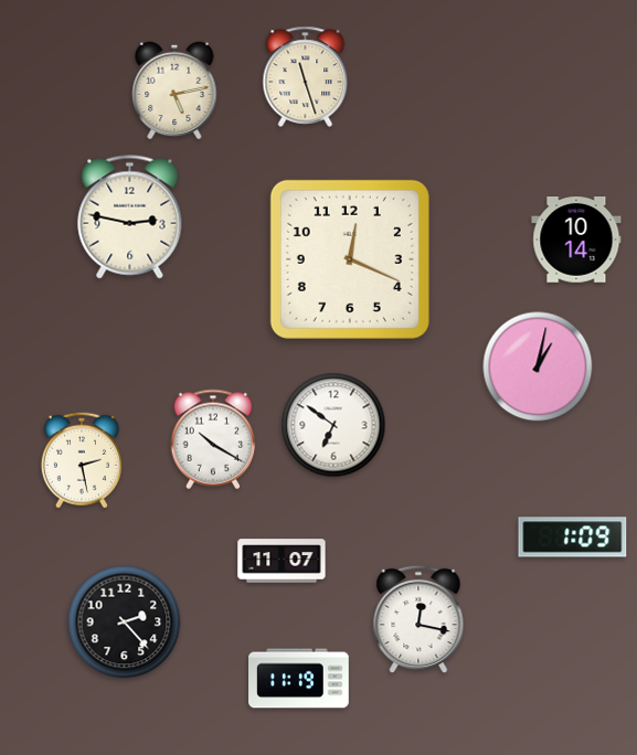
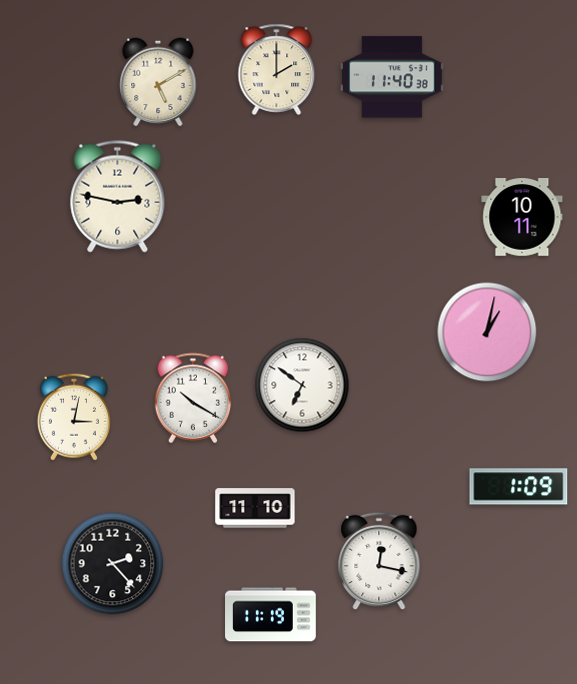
clock at (306, 76): 11:27 -> 2:00
clock at (392, 77): none -> 11:40
clock at (174, 91): 5:13 -> 5:10
clock at (576, 241): 10:14 -> 10:11
clock at (350, 259): 12:19 -> none
clock at (82, 460): 2:28 -> 3:02
clock at (282, 561): 11:07 -> 11:10
